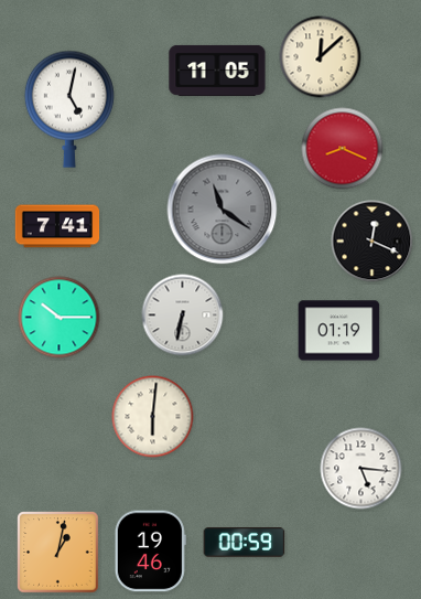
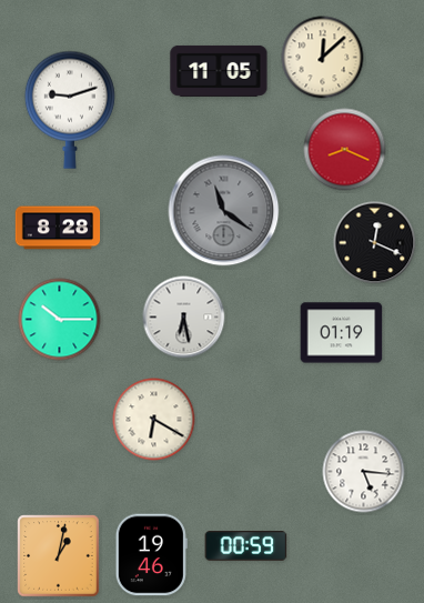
clock at (69, 109): 5:02 -> 9:12
clock at (57, 226): 7:41 -> 8:28
clock at (183, 315): 6:32 -> 6:28
clock at (153, 417): 6:01 -> 6:20
